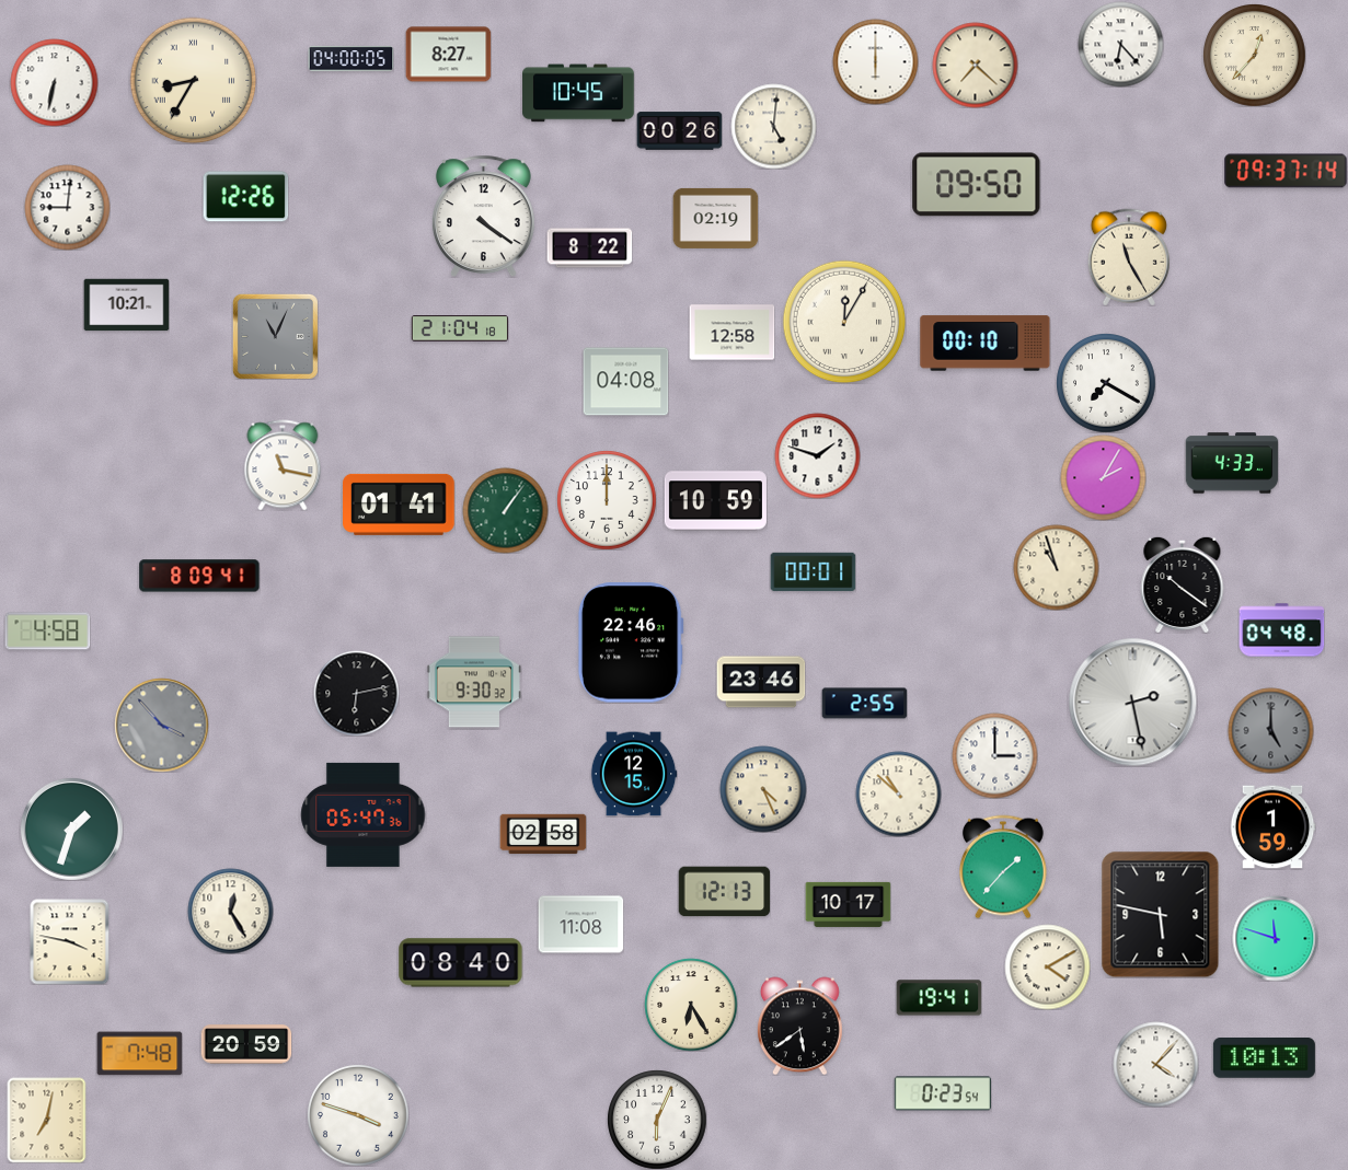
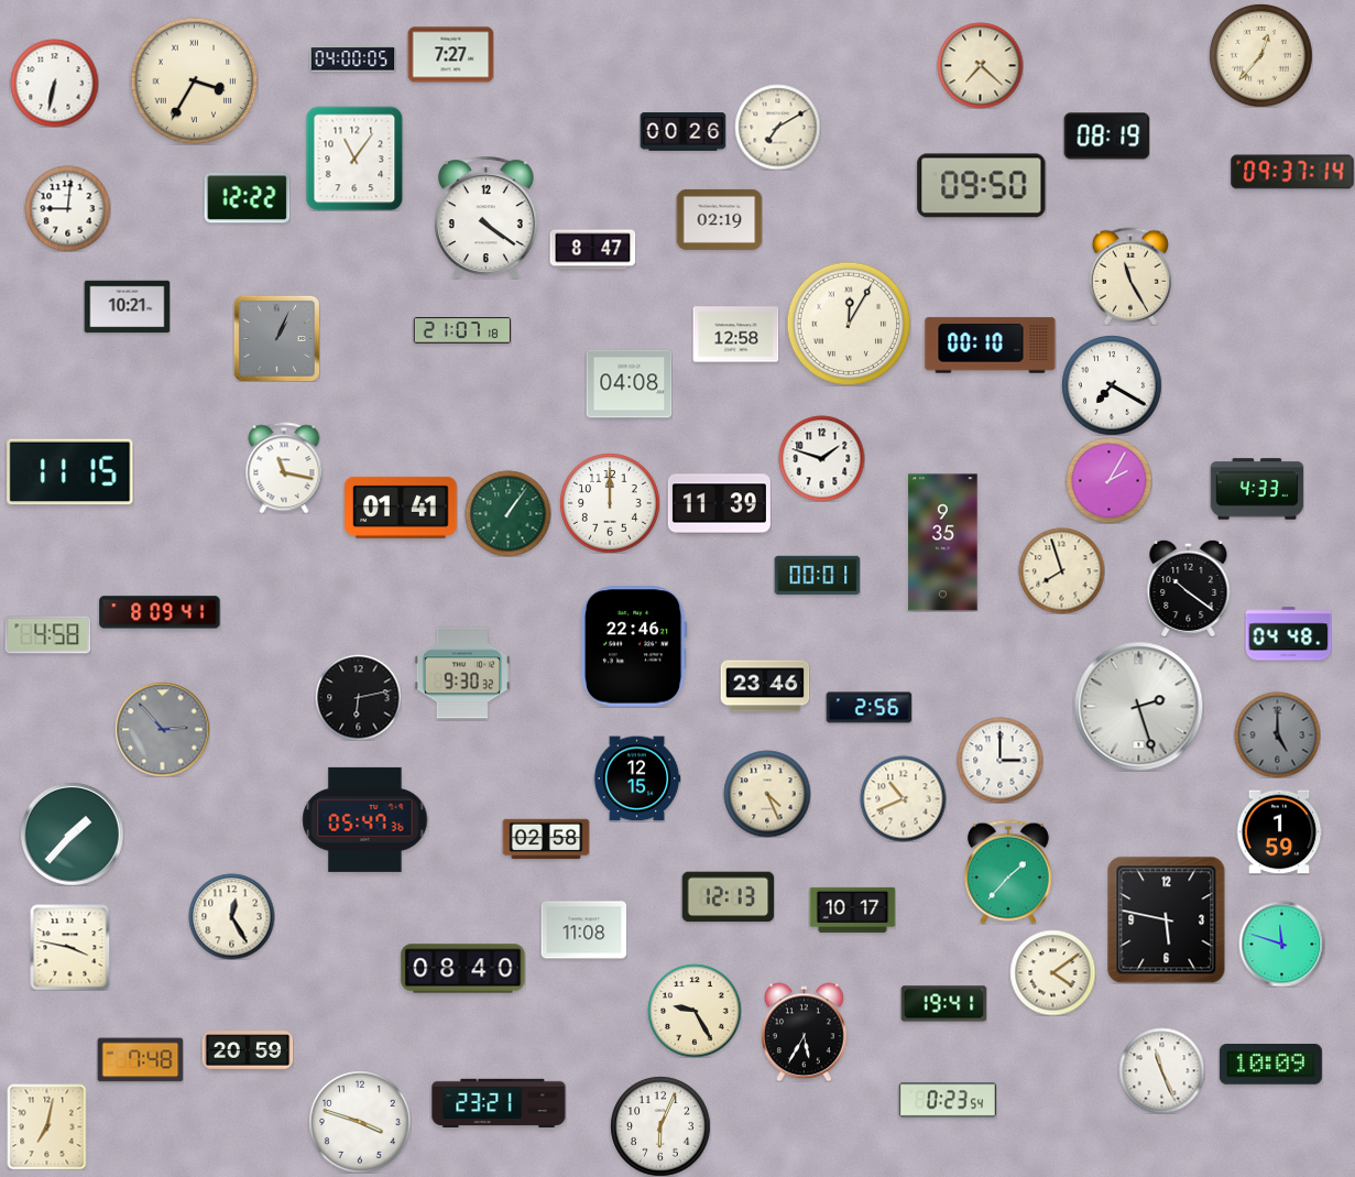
clock at (1120, 44): 6:23 -> none
clock at (448, 55): 8:27 -> 7:27
clock at (875, 61): 6:00 -> none
clock at (193, 80): 8:35 -> 3:35
clock at (578, 93): 10:45 -> none
clock at (773, 126): 5:01 -> 7:10
clock at (1106, 137): none -> 08:19
clock at (354, 159): none -> 11:06
clock at (245, 197): 12:26 -> 12:22
clock at (589, 248): 8:22 -> 8:47
clock at (1128, 257) position: (1128, 257) -> (1129, 276)
clock at (460, 328): 21:04 -> 21:07
clock at (275, 336): 11:04 -> 1:04
clock at (1232, 463) position: (1232, 463) -> (1257, 489)
clock at (70, 472): none -> 11:15
clock at (715, 501): 10:59 -> 11:39
clock at (943, 543): none -> 9:35
clock at (1056, 567): 10:57 -> 7:57
clock at (199, 576) position: (199, 576) -> (160, 612)
clock at (474, 682) position: (474, 682) -> (462, 673)
clock at (1132, 702): 2:28 -> 2:27
clock at (864, 704): 2:55 -> 2:56
clock at (161, 725): 3:53 -> 2:53
clock at (898, 793): 10:52 -> 10:41
clock at (71, 829): 1:33 -> 1:37
clock at (1047, 966): 4:10 -> 4:09
clock at (691, 1005): 6:25 -> 9:25
clock at (799, 1026): 5:39 -> 5:35
clock at (1264, 1058): 10:13 -> 10:09
clock at (1155, 1064): 4:07 -> 11:26
clock at (499, 1102): none -> 23:21
